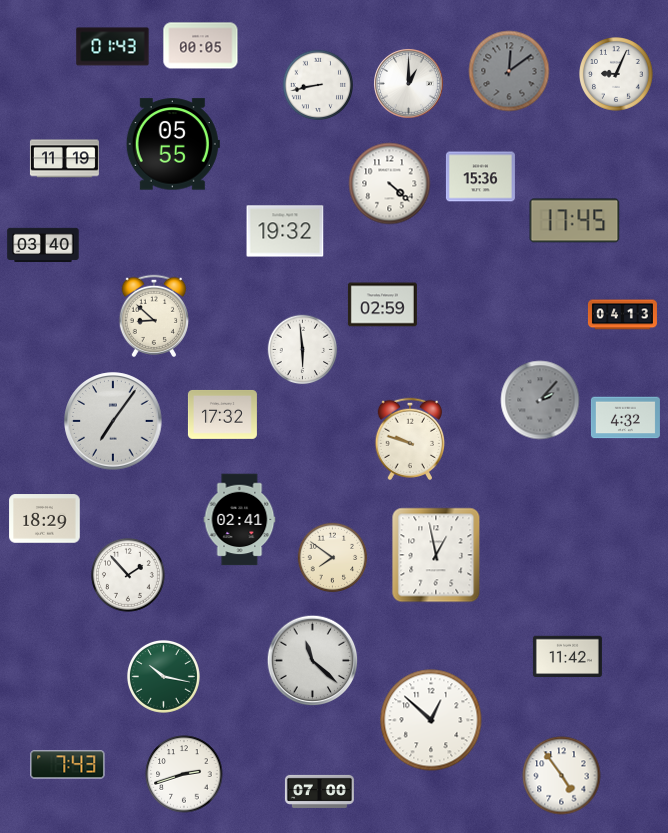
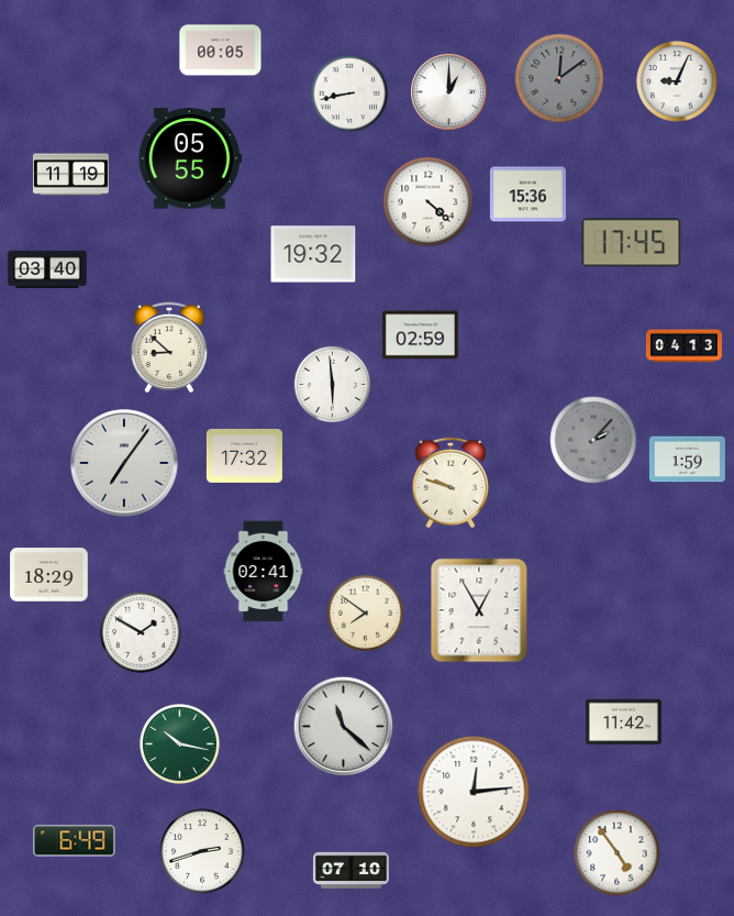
clock at (113, 47): 01:43 -> none
clock at (625, 418): 4:32 -> 1:59
clock at (45, 519) position: (45, 519) -> (49, 575)
clock at (436, 555): 12:58 -> 12:55
clock at (129, 576): 1:53 -> 1:50
clock at (431, 720): 12:52 -> 12:14
clock at (68, 765): 7:43 -> 6:49
clock at (319, 791): 07:00 -> 07:10
